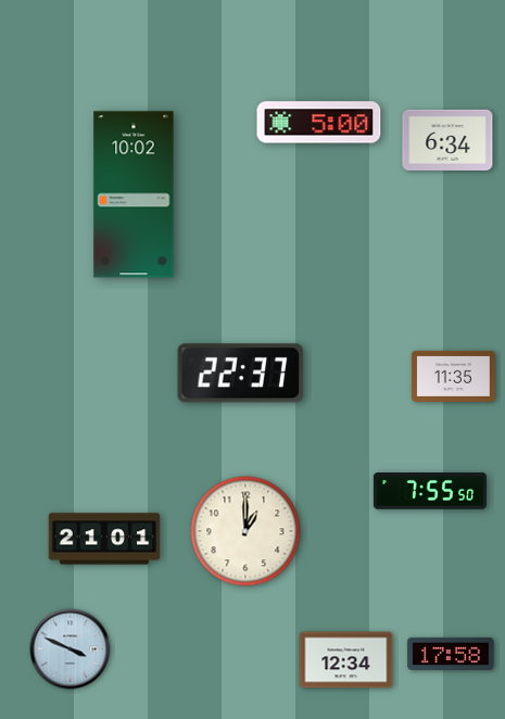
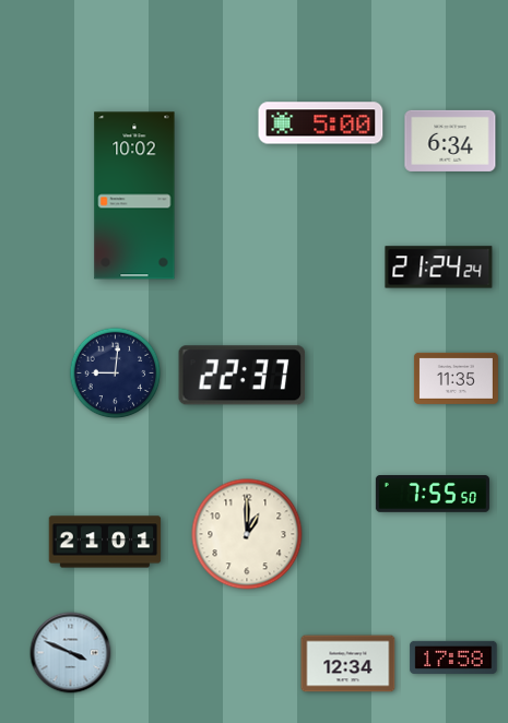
clock at (439, 268): none -> 21:24
clock at (116, 374): none -> 9:01
